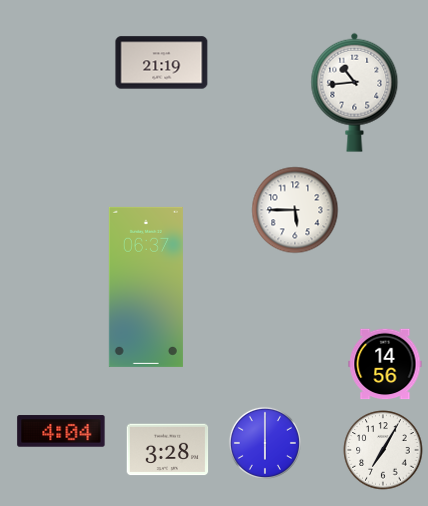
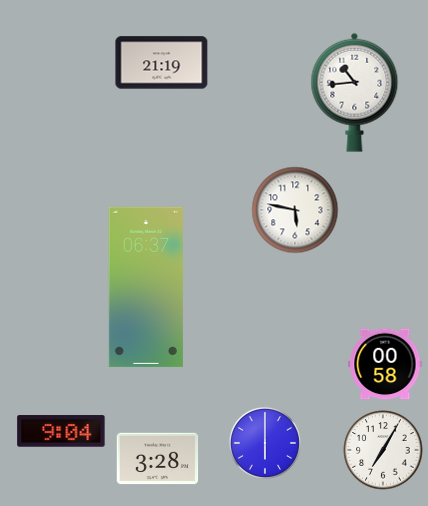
clock at (295, 210): 5:45 -> 5:47
clock at (385, 364): 14:56 -> 00:58
clock at (61, 431): 4:04 -> 9:04
clock at (168, 450) position: (168, 450) -> (158, 459)
